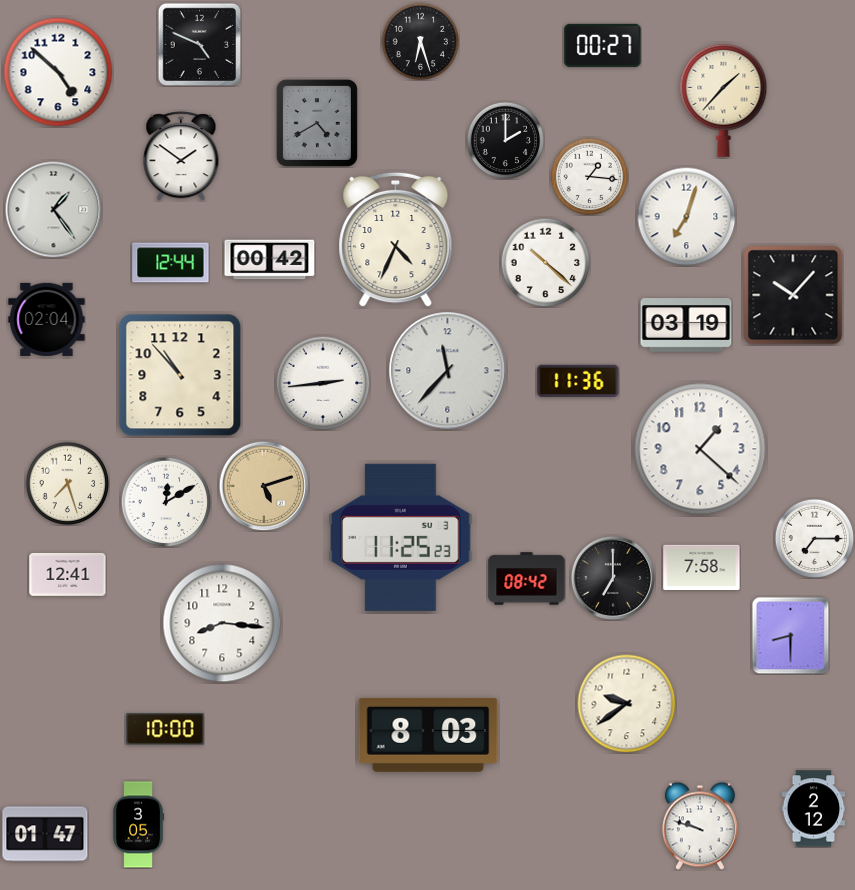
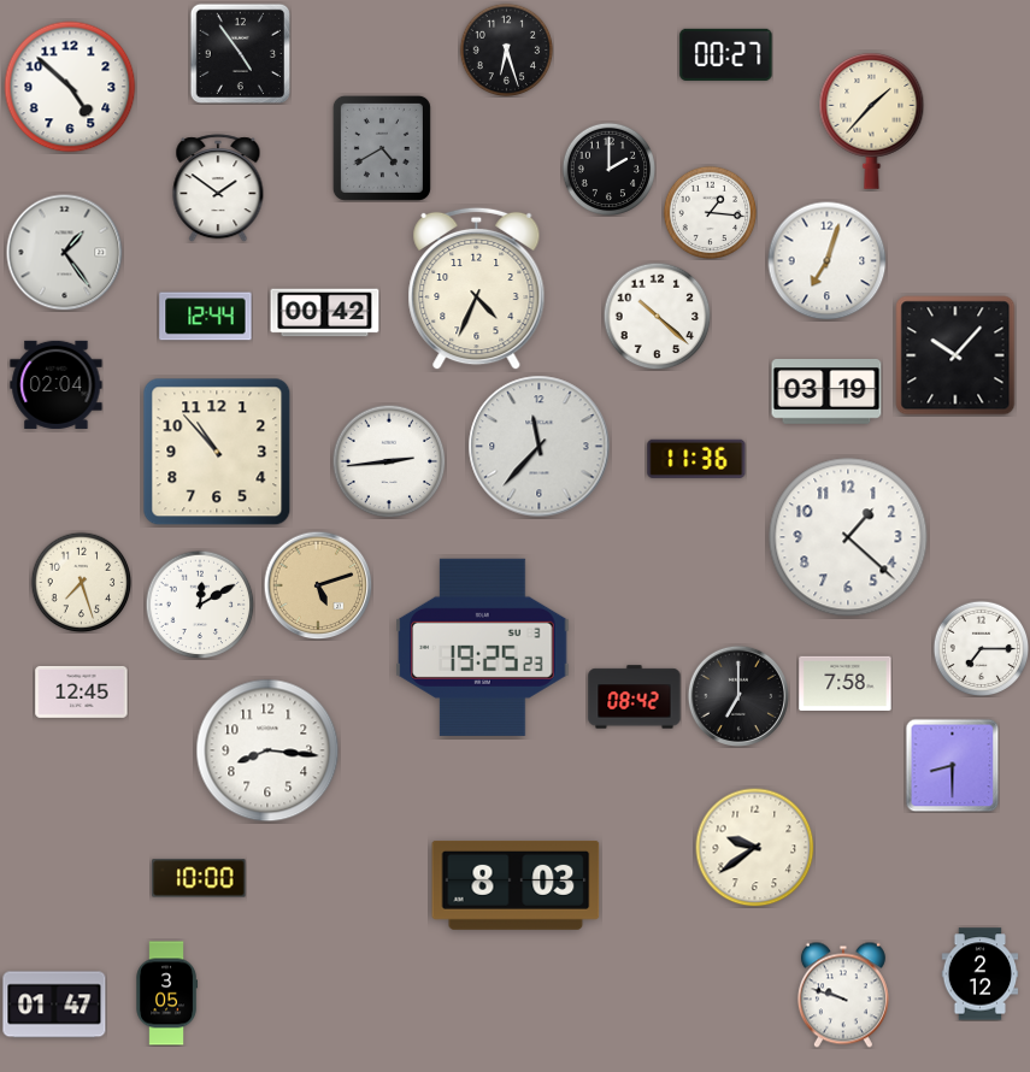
clock at (199, 44): 4:49 -> 4:54
clock at (700, 449) position: (700, 449) -> (848, 537)
clock at (401, 537): 11:25 -> 19:25
clock at (68, 574): 12:41 -> 12:45
